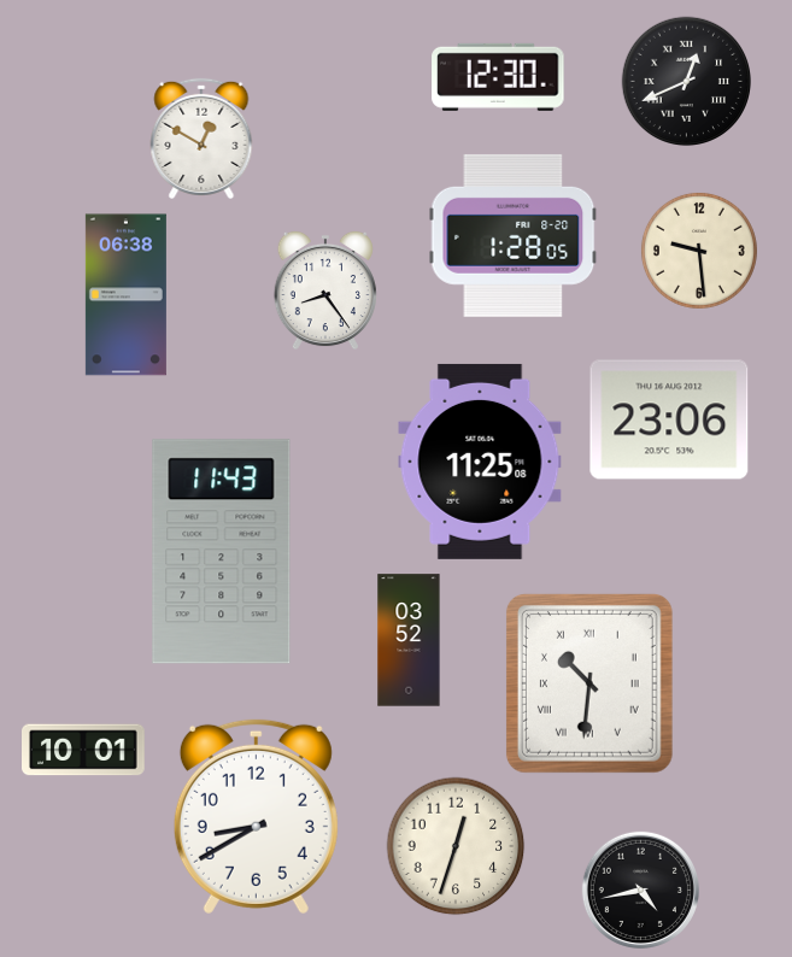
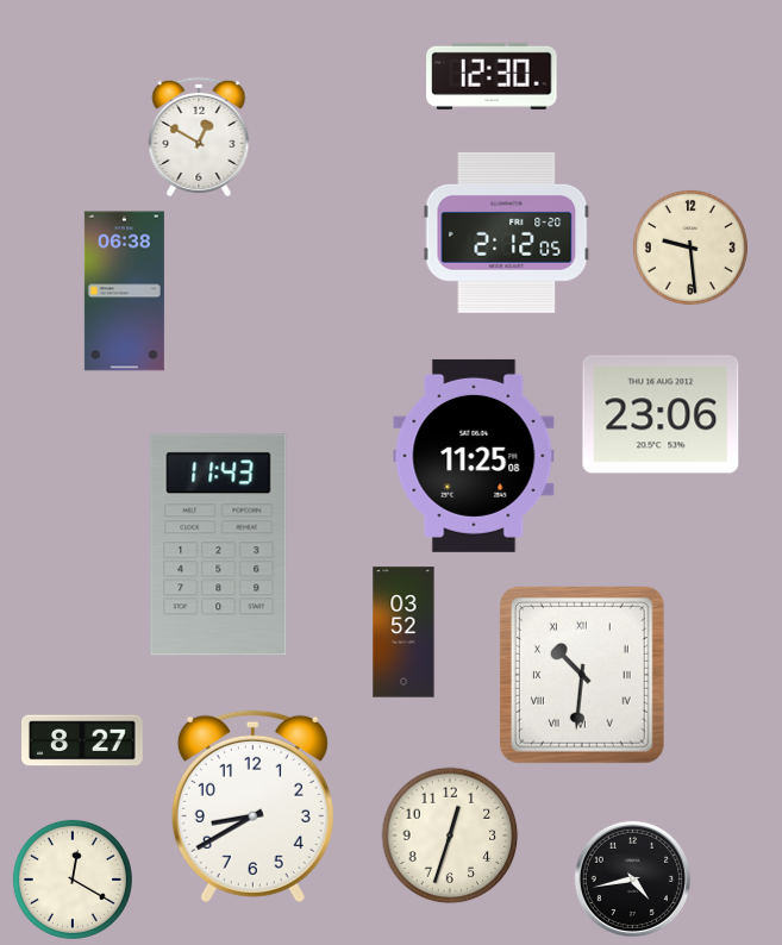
clock at (686, 81): 12:41 -> none
clock at (514, 235): 1:28 -> 2:12
clock at (325, 290): 8:24 -> none
clock at (84, 750): 10:01 -> 8:27
clock at (73, 880): none -> 12:20
